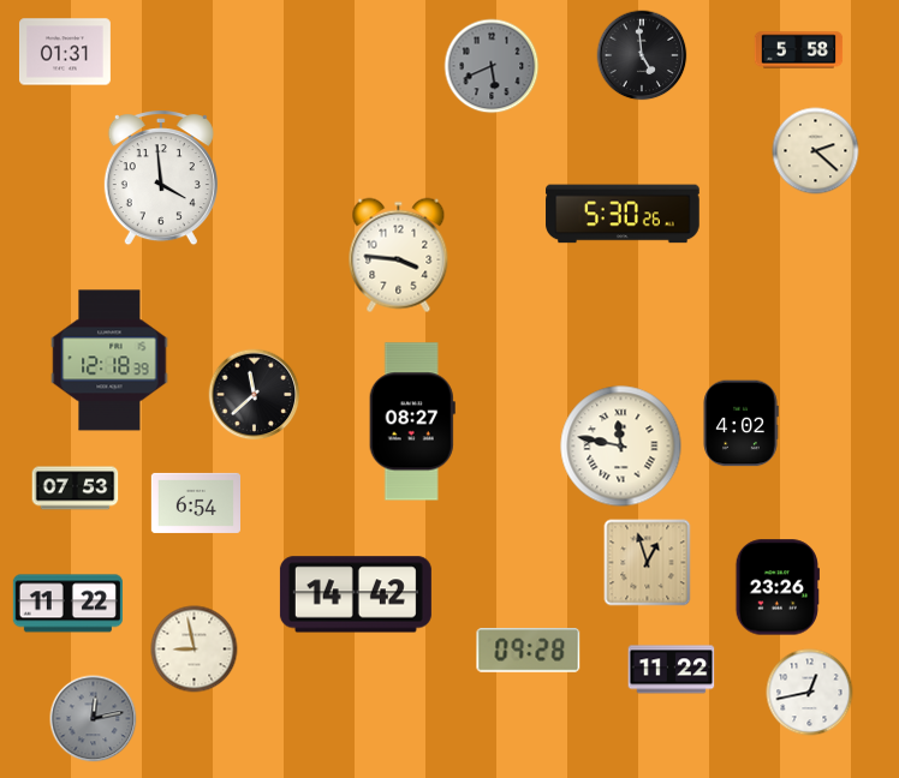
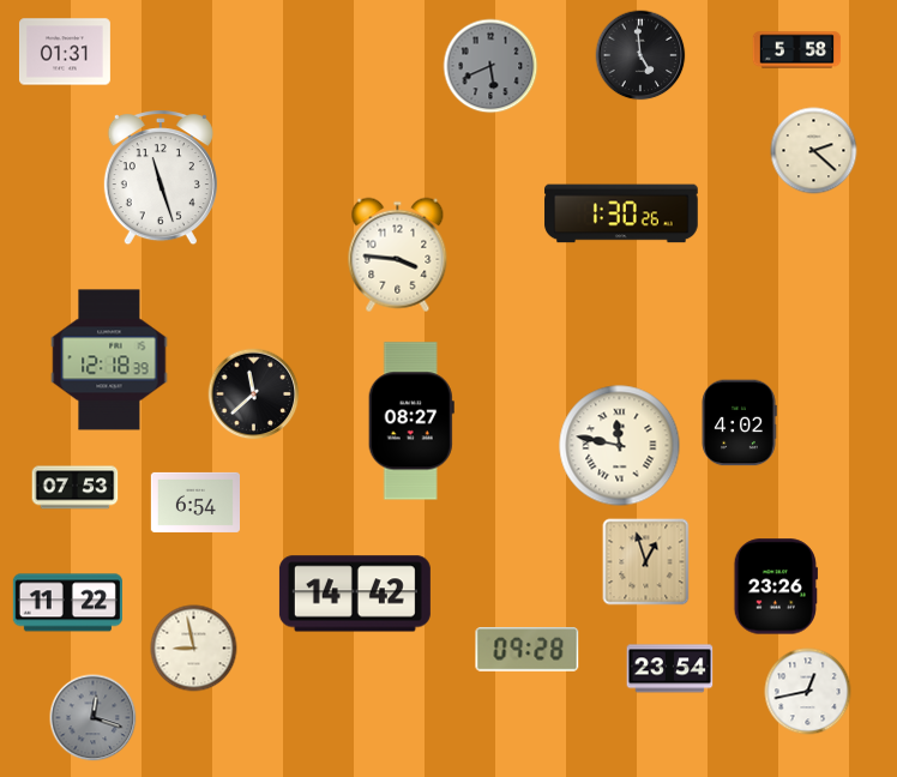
clock at (161, 179): 3:59 -> 11:27
clock at (623, 214): 5:30 -> 1:30
clock at (672, 670): 11:22 -> 23:54
clock at (94, 719): 12:13 -> 12:18
